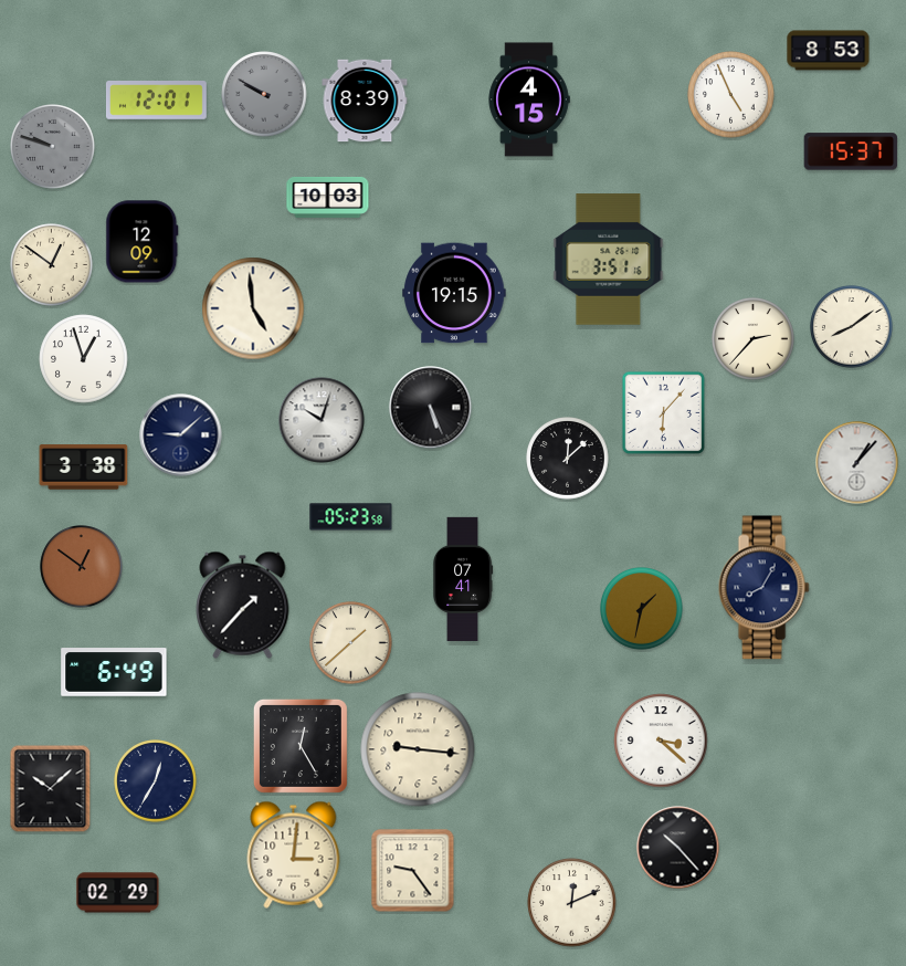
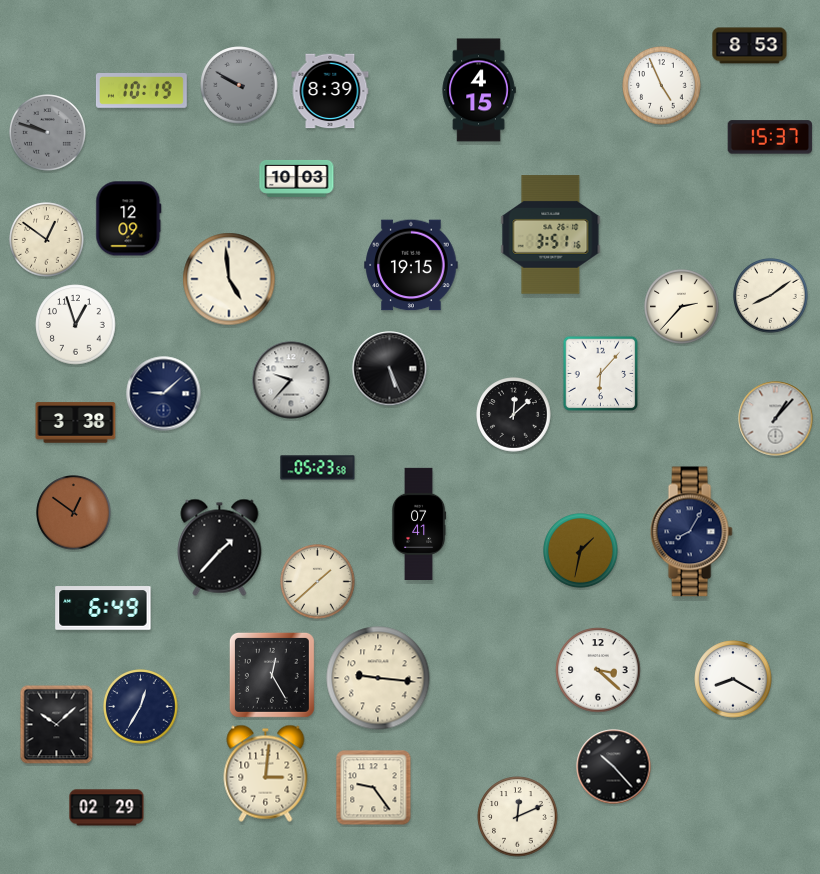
clock at (156, 101): 12:01 -> 10:19
clock at (322, 420): 10:03 -> 9:37
clock at (733, 679): none -> 8:20
clock at (51, 789) position: (51, 789) -> (57, 725)
